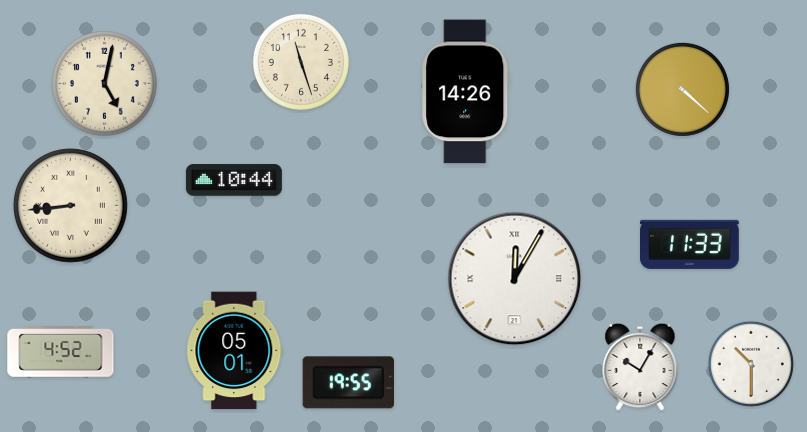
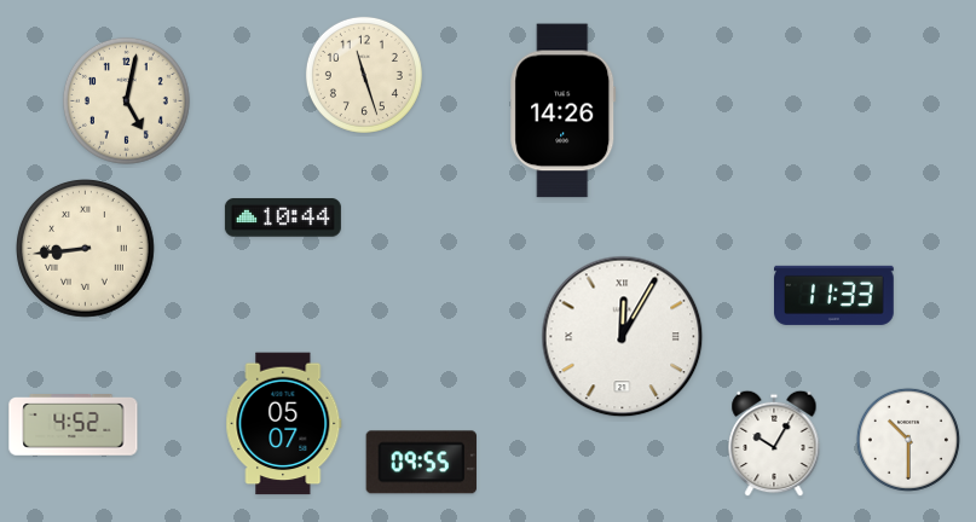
clock at (682, 89): 4:22 -> none
clock at (235, 351): 05:01 -> 05:07
clock at (348, 383): 19:55 -> 09:55
